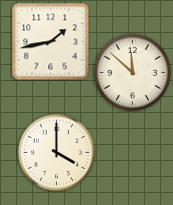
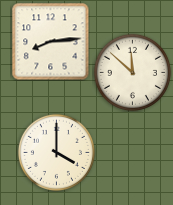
clock at (50, 41): 1:43 -> 8:14
